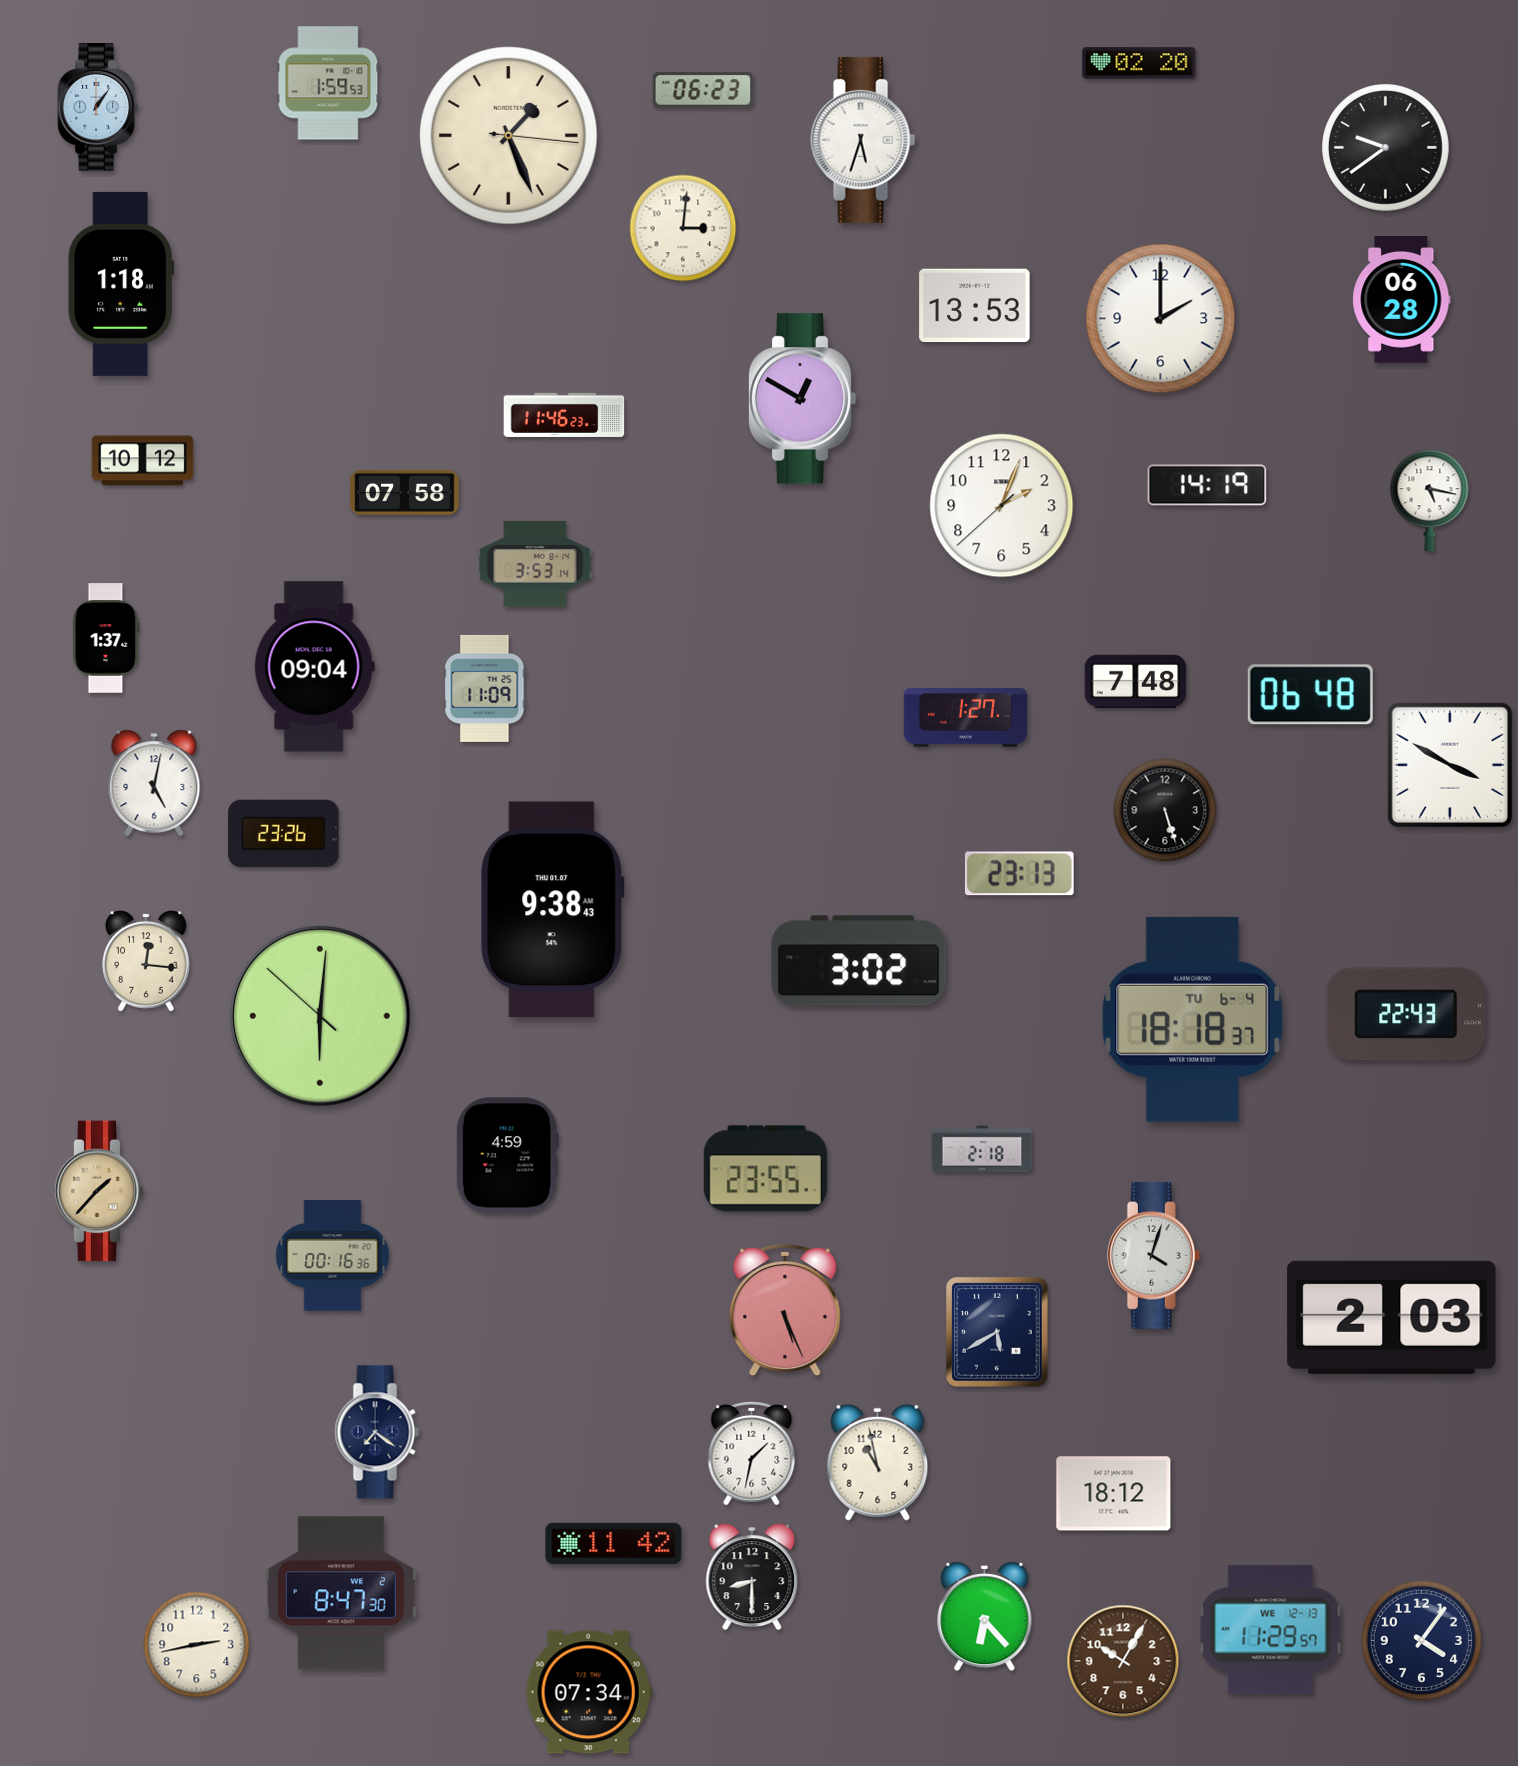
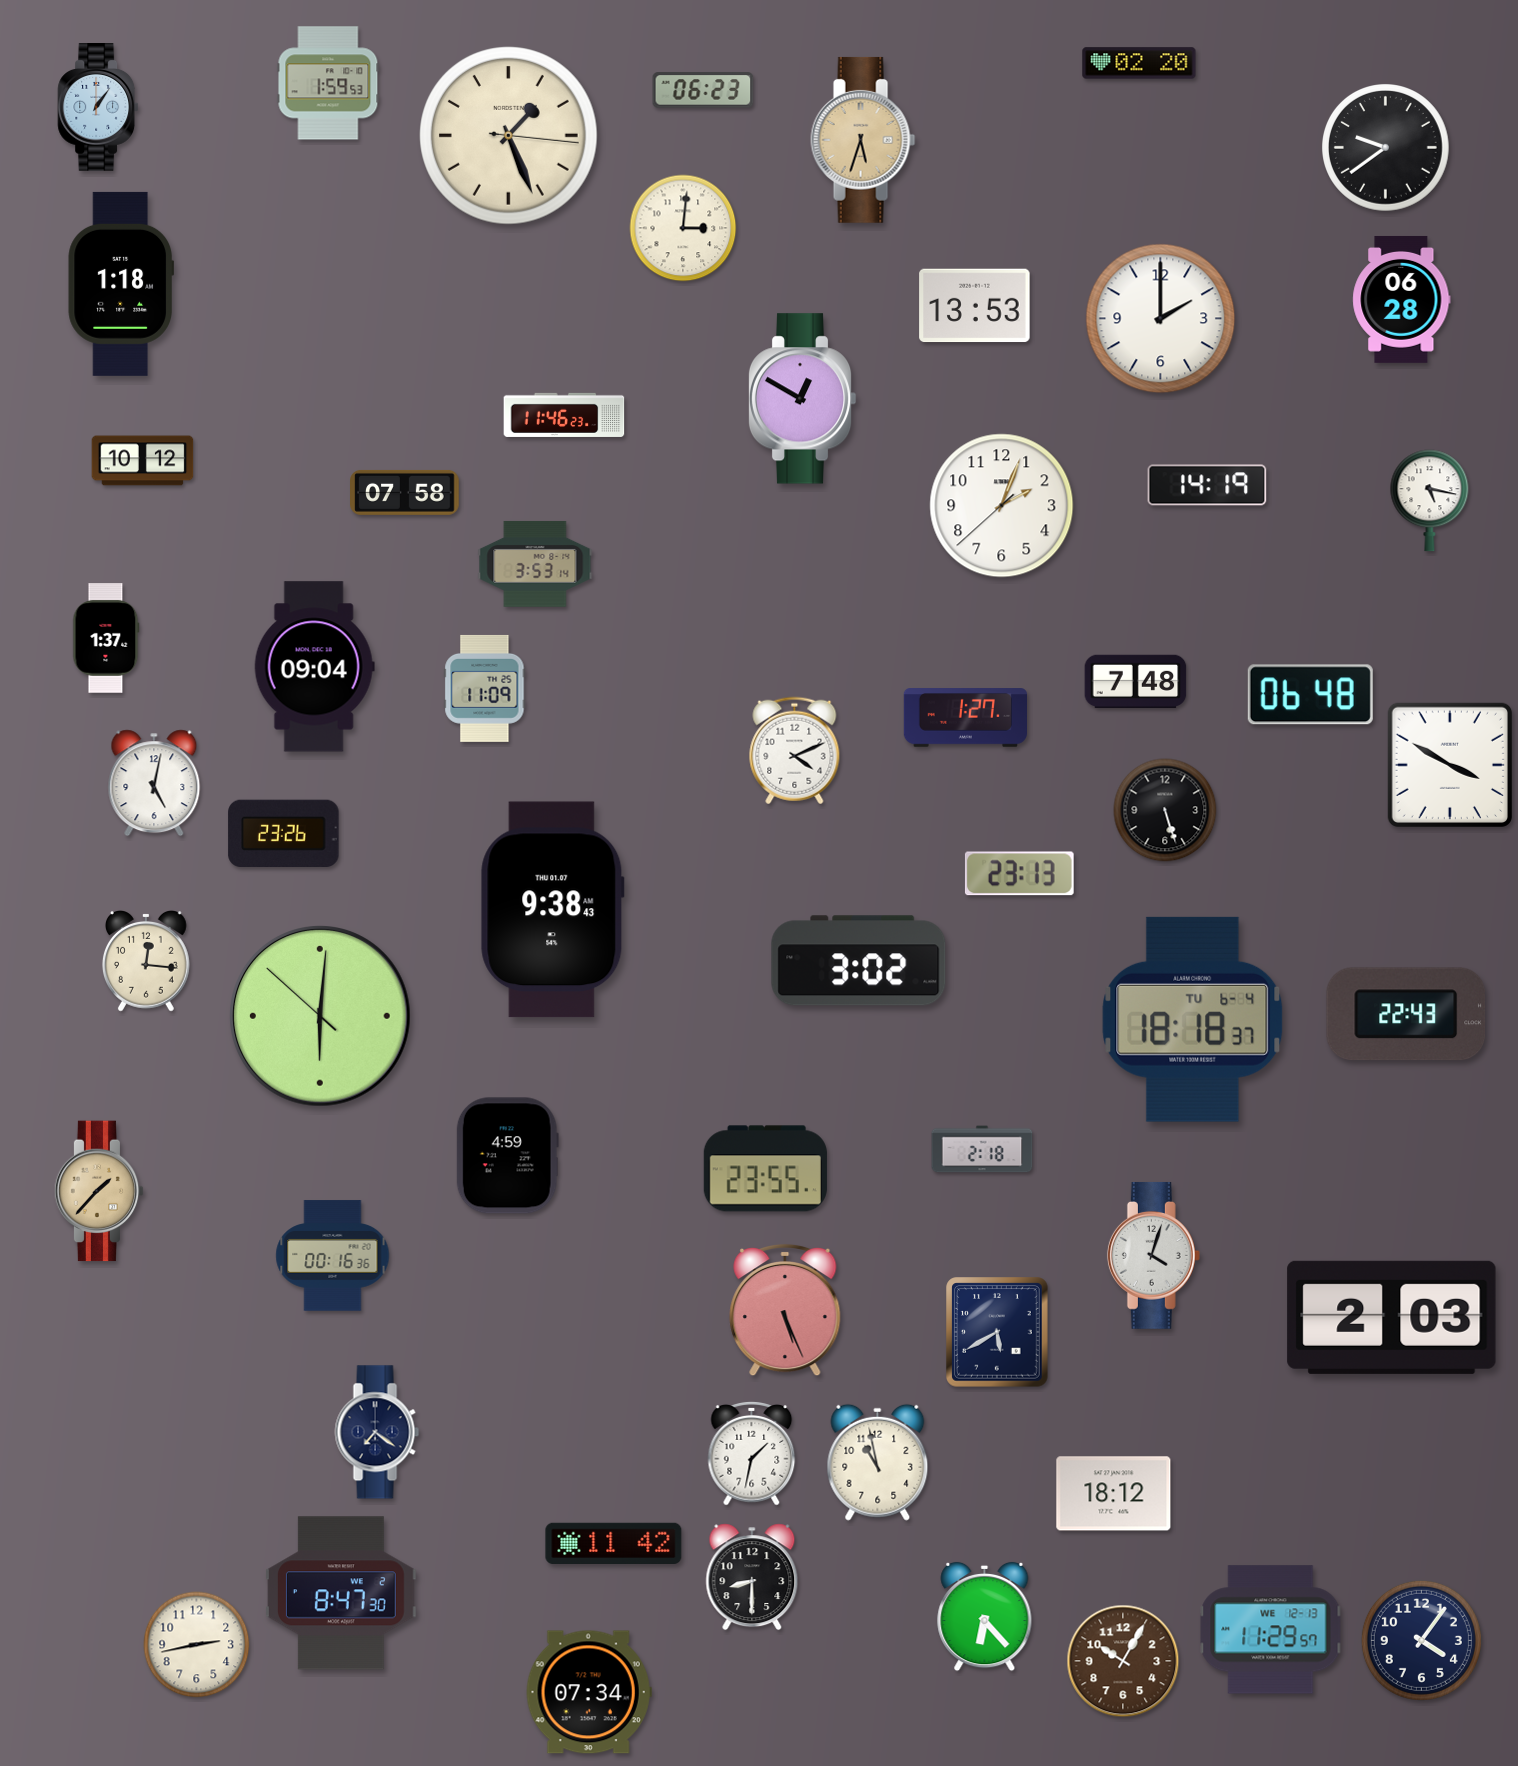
clock at (863, 140) dial: white -> champagne
clock at (795, 751): none -> 4:11
